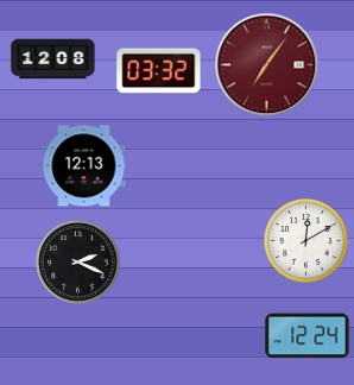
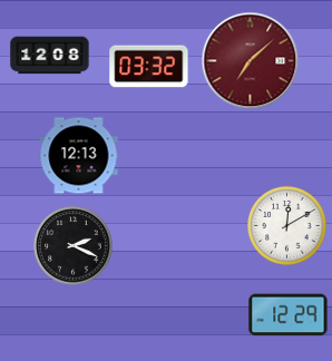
clock at (267, 65): 7:06 -> 7:08
clock at (308, 336): 12:24 -> 12:29
